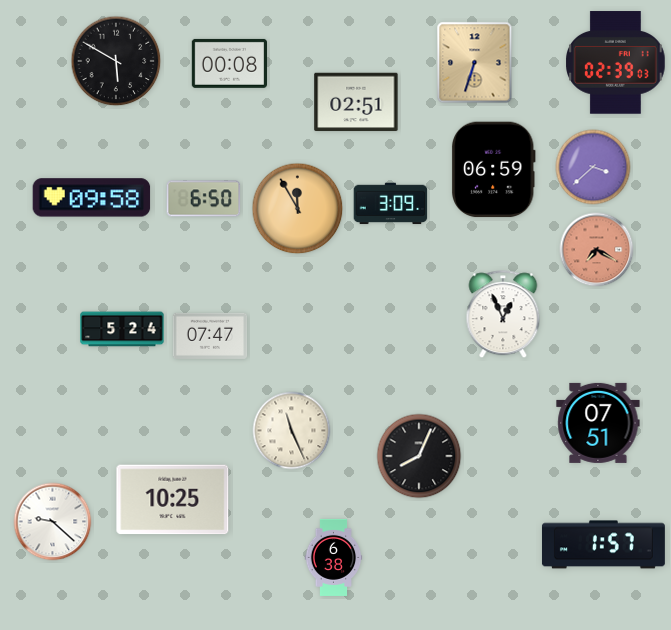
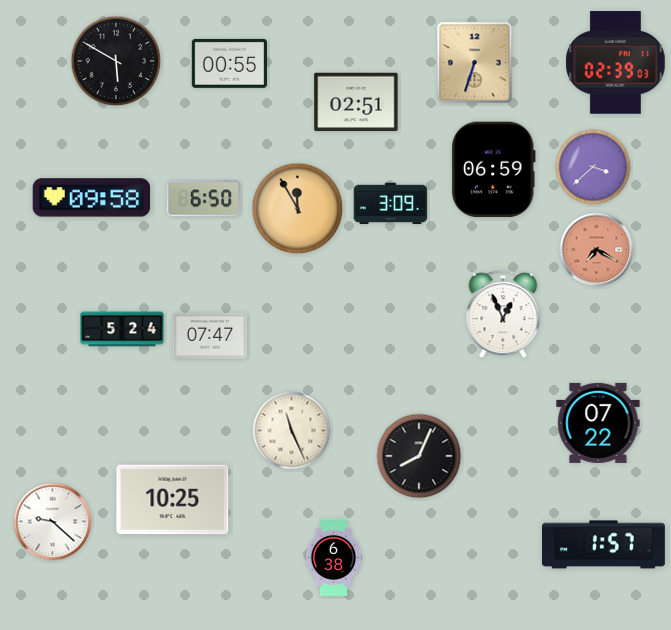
clock at (229, 63): 00:08 -> 00:55
clock at (598, 423): 07:51 -> 07:22
